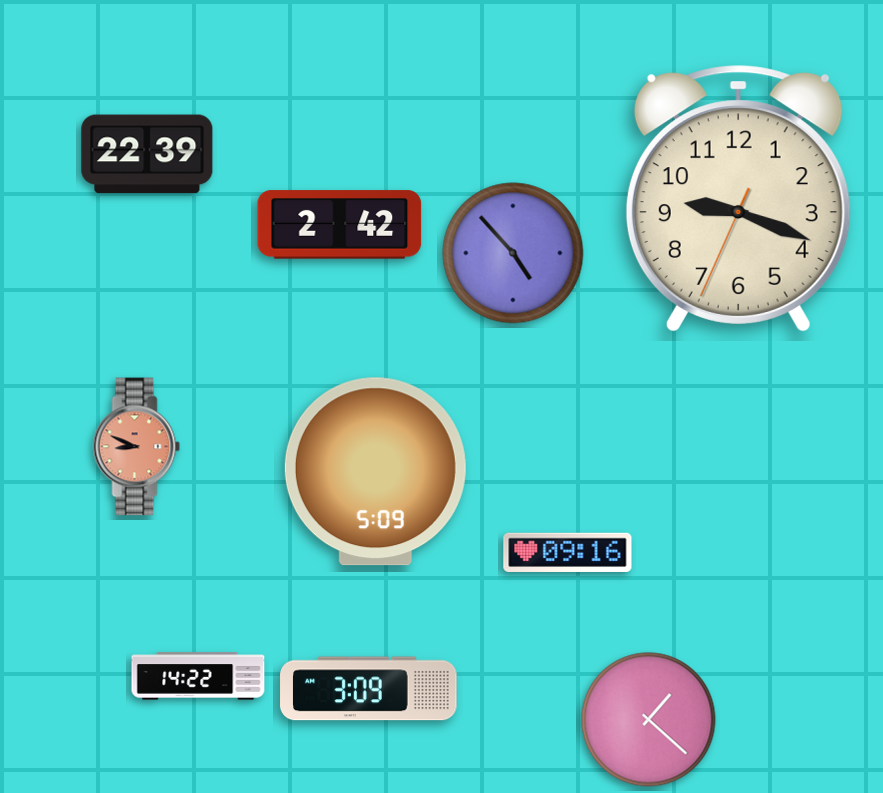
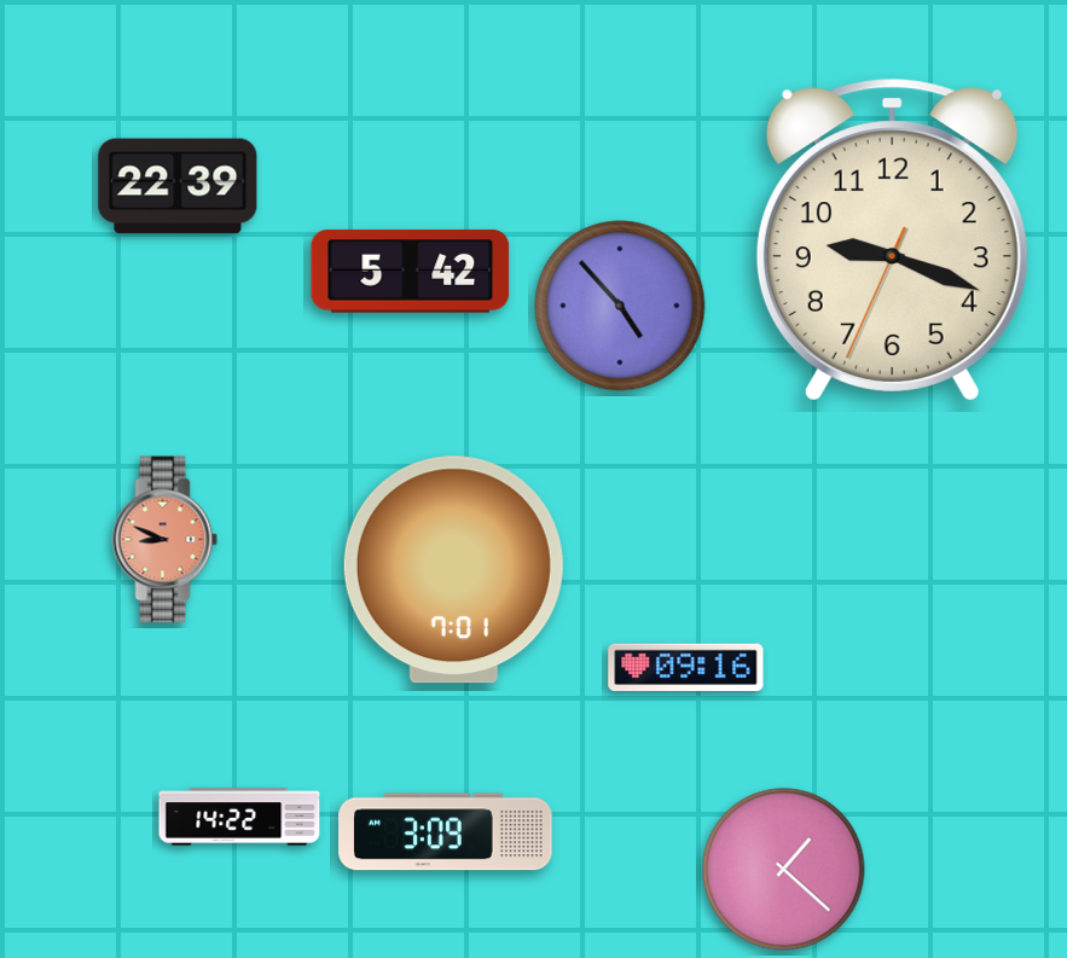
clock at (340, 225): 2:42 -> 5:42
clock at (375, 472): 5:09 -> 7:01
